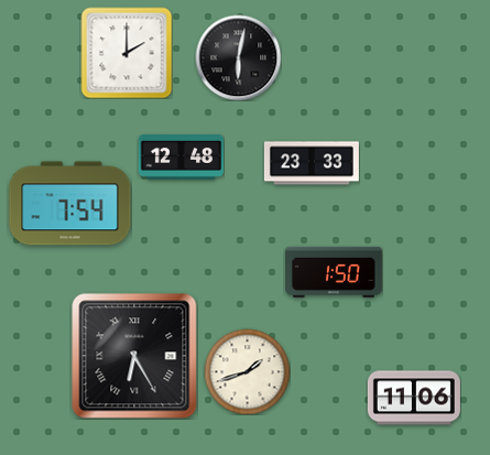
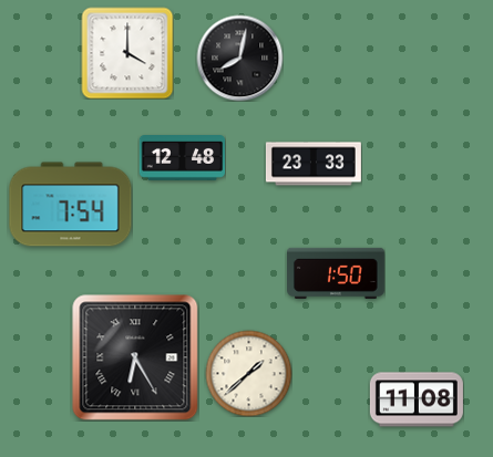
clock at (127, 53): 2:00 -> 4:00
clock at (238, 57): 6:02 -> 8:02
clock at (247, 371): 1:42 -> 1:38
clock at (414, 398): 11:06 -> 11:08
